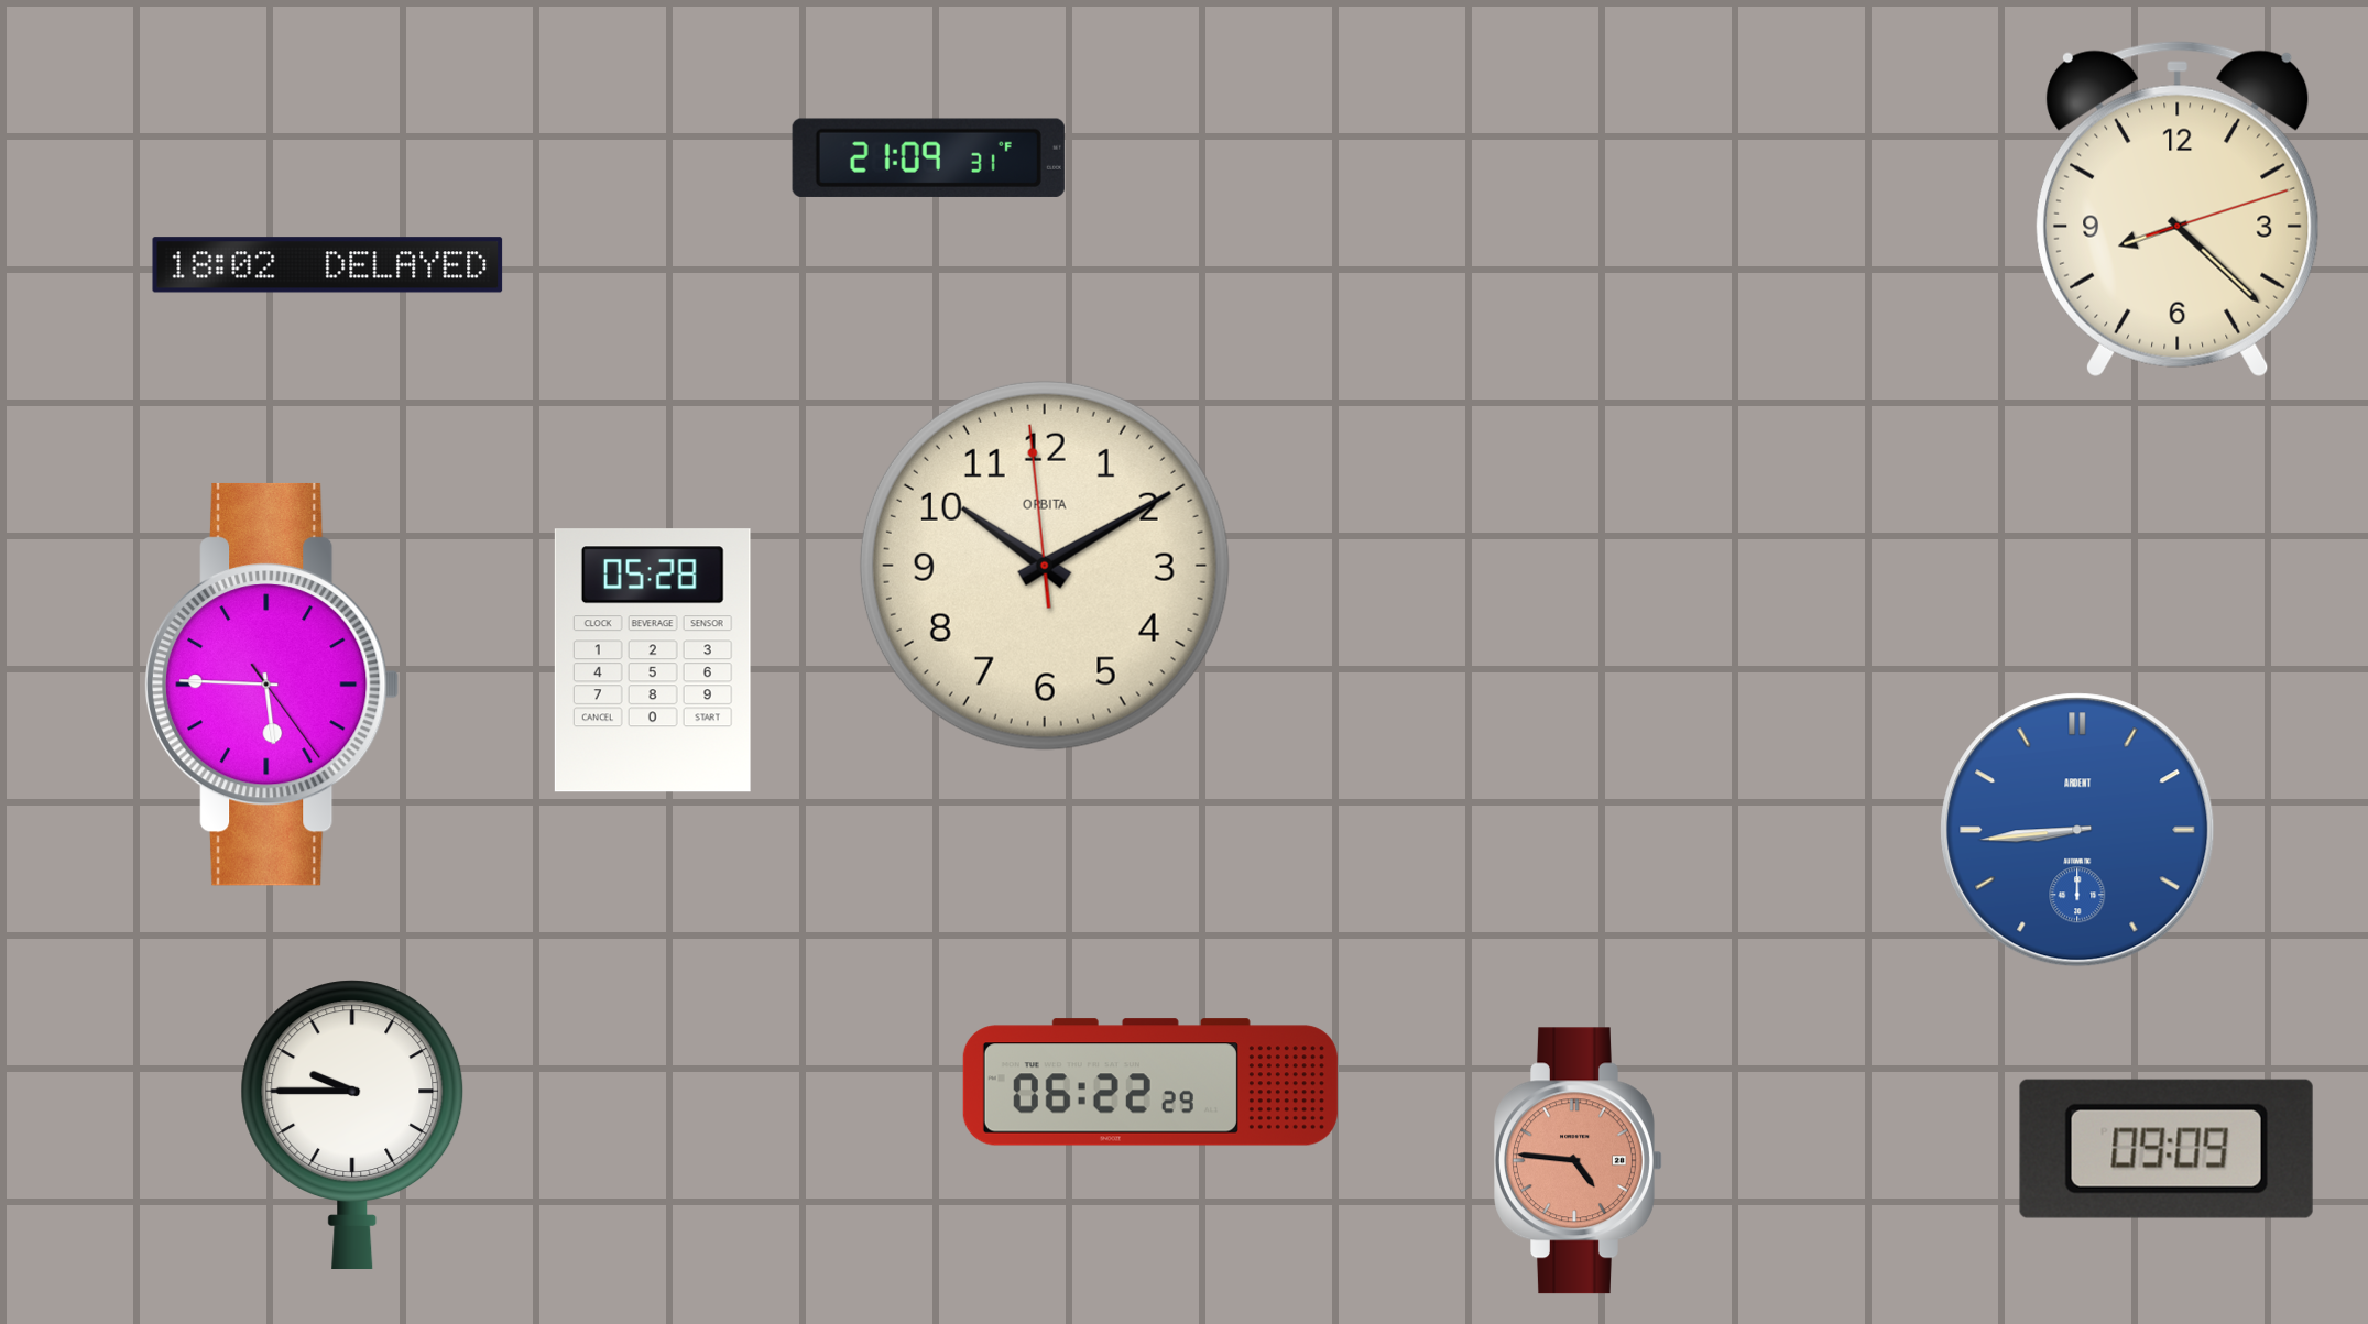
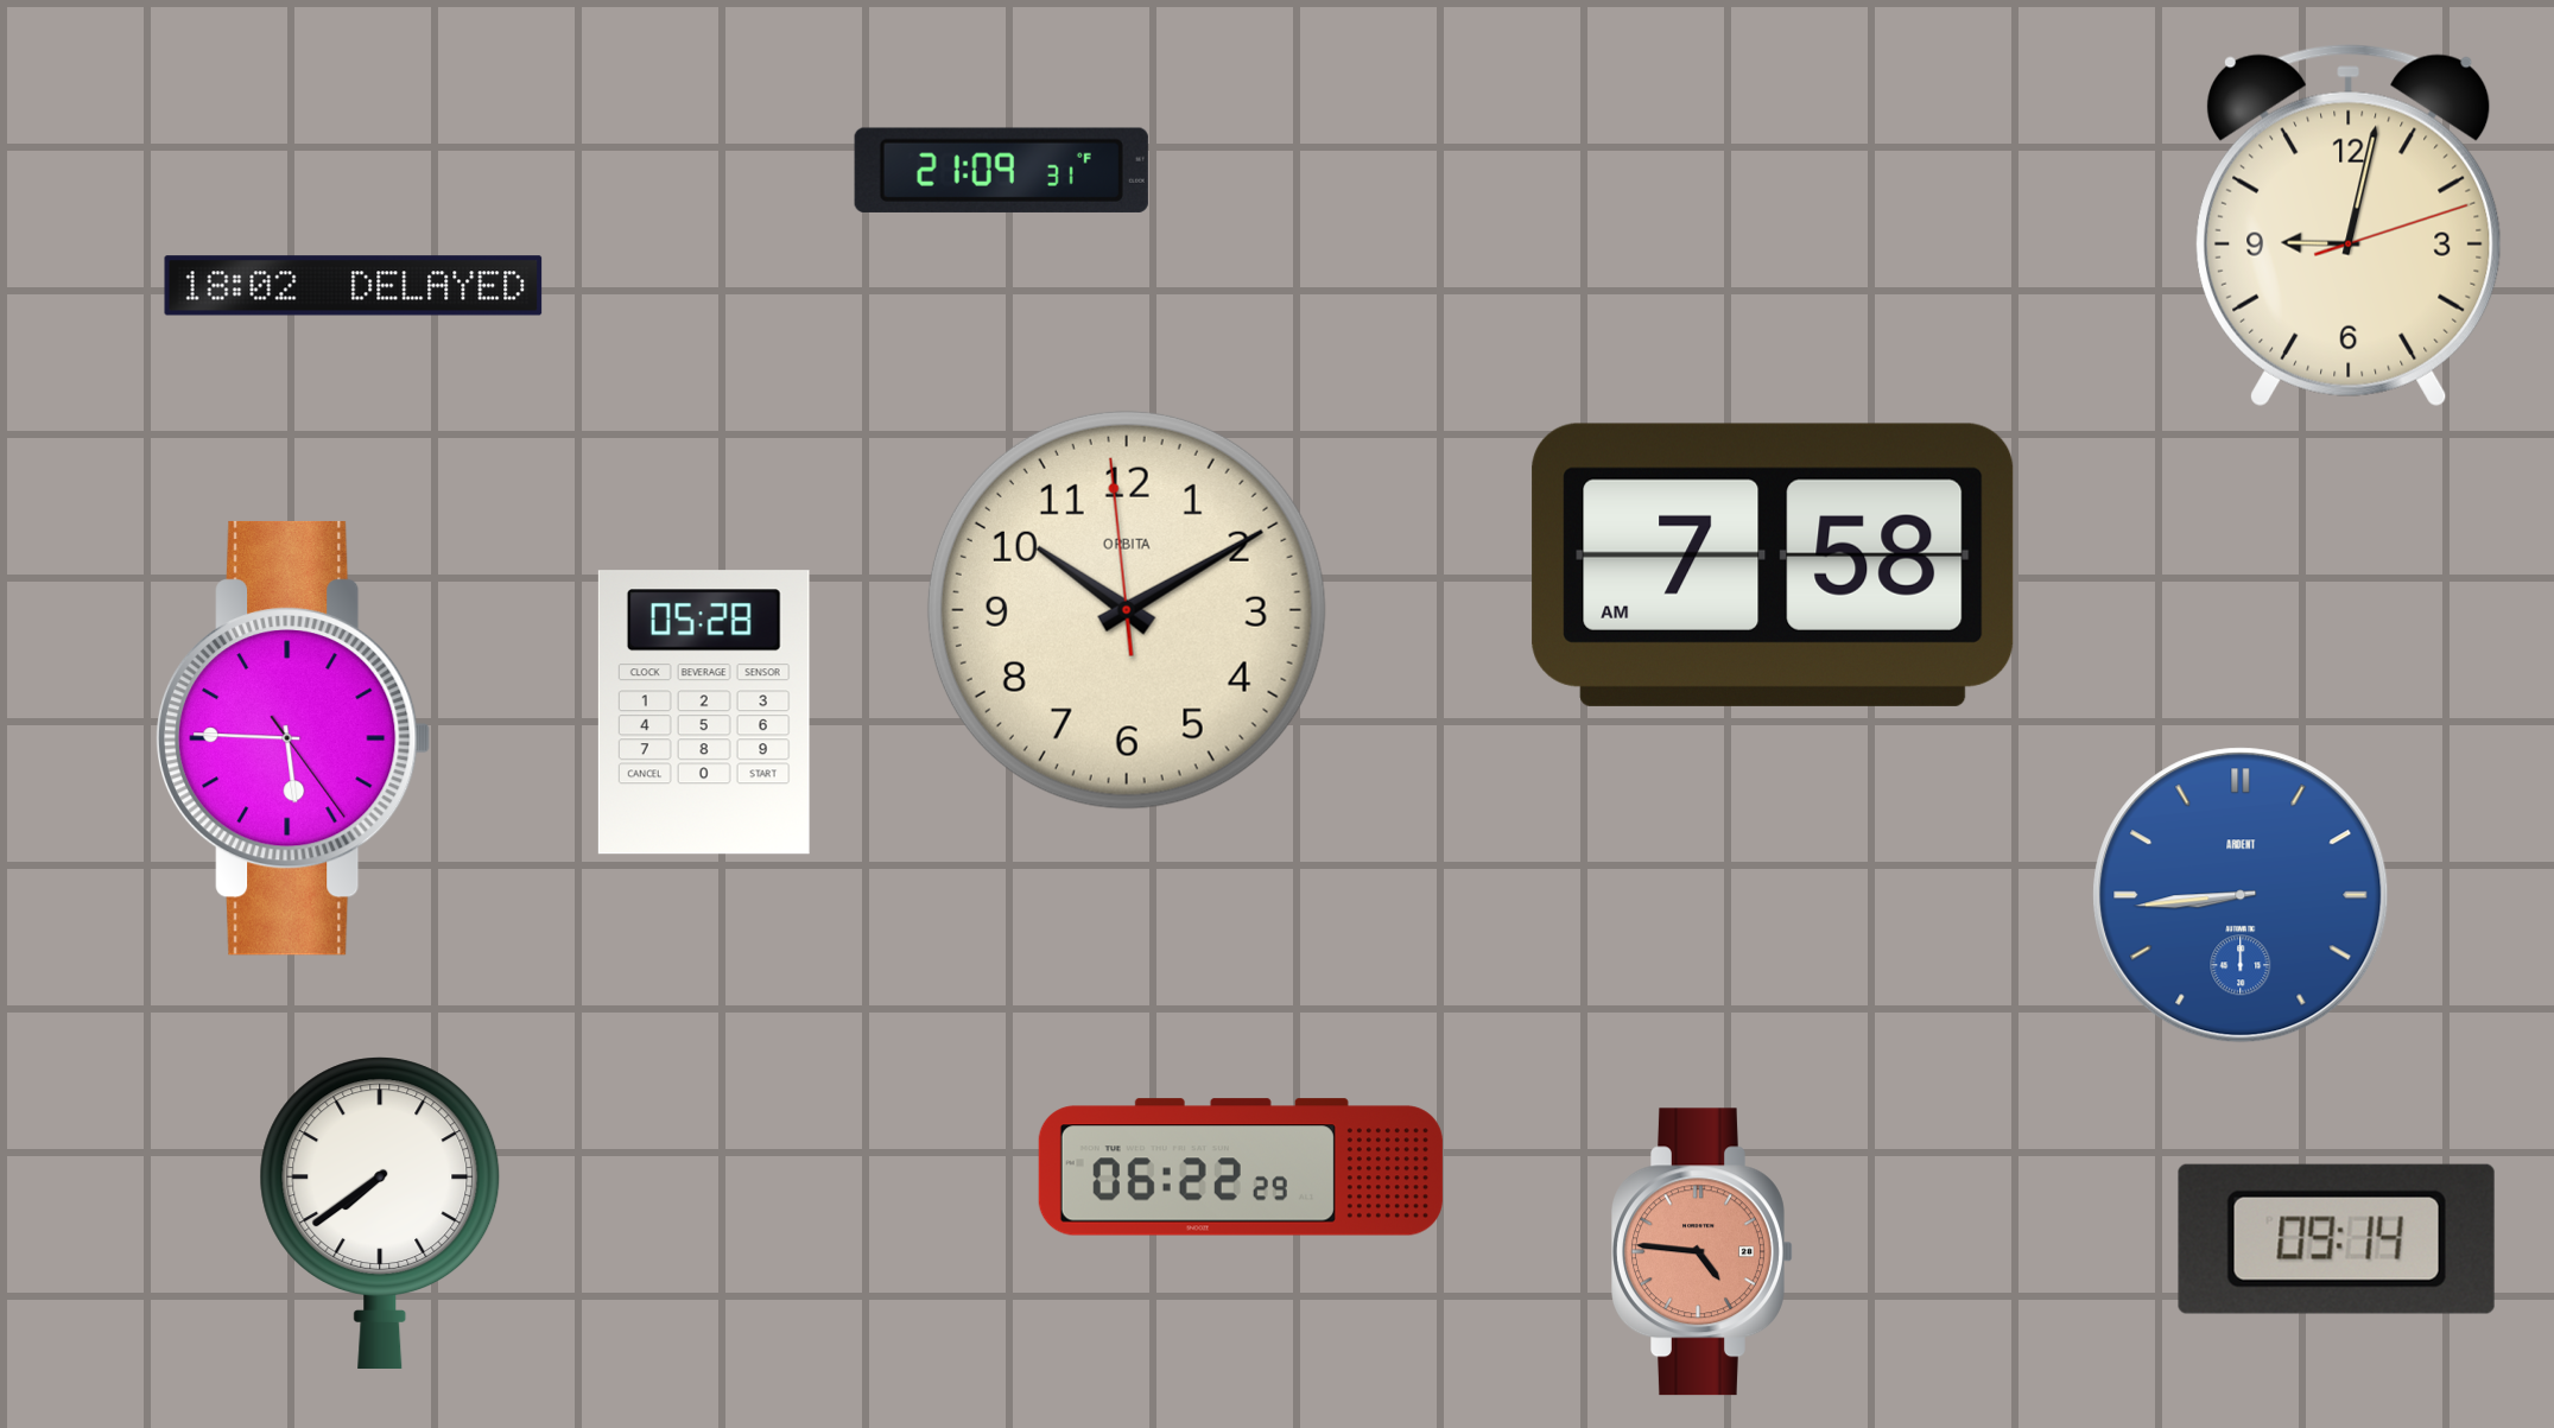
clock at (2178, 209): 8:22 -> 9:02
clock at (1773, 565): none -> 7:58
clock at (352, 1124): 9:45 -> 7:39
clock at (2167, 1149): 09:09 -> 09:14
